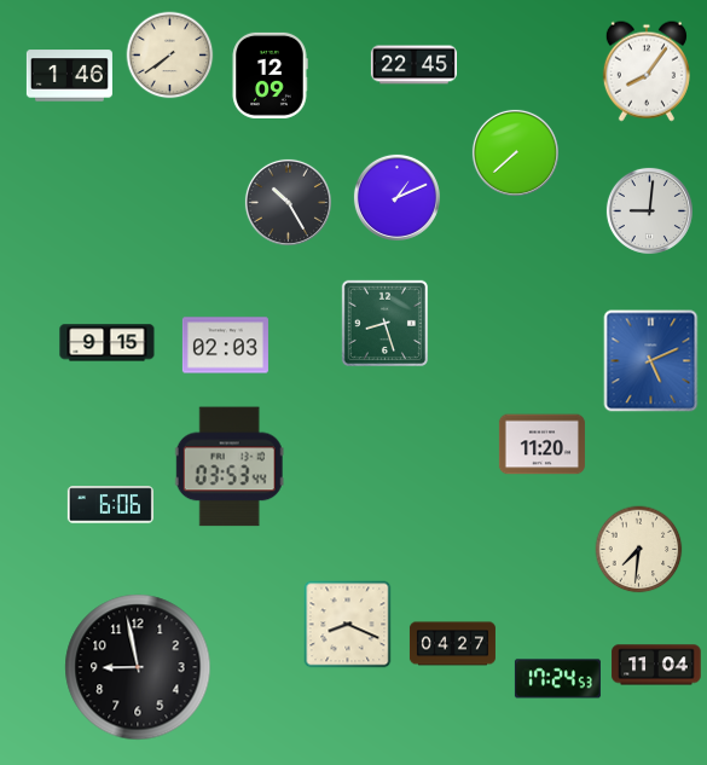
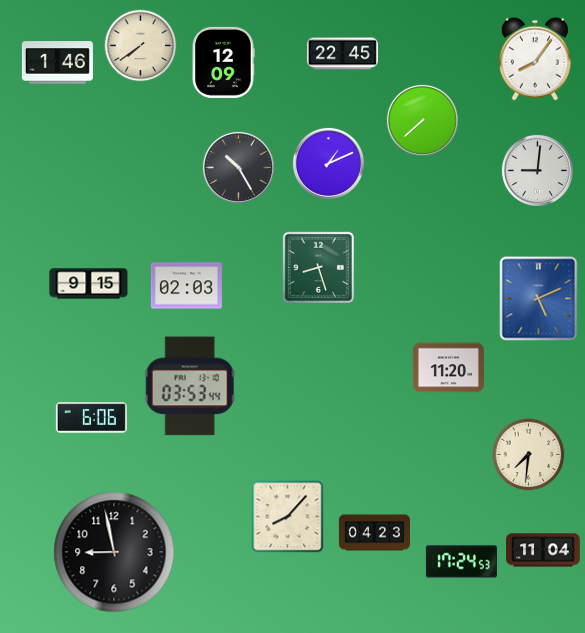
clock at (515, 152) position: (515, 152) -> (422, 120)
clock at (649, 210) position: (649, 210) -> (537, 170)
clock at (348, 625): 8:19 -> 8:07
clock at (452, 644): 04:27 -> 04:23
